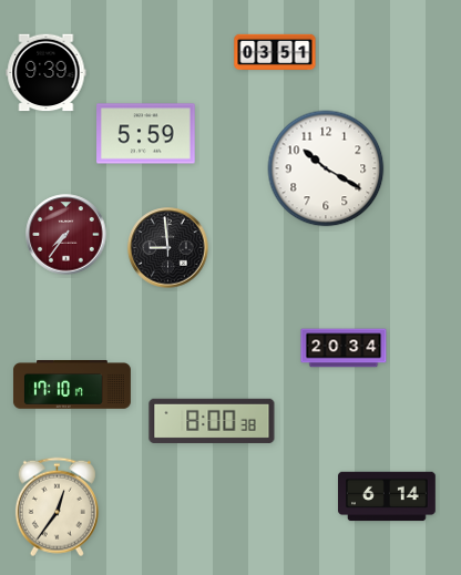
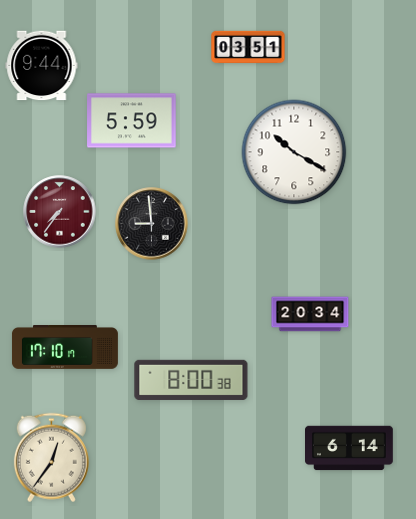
clock at (47, 73): 9:39 -> 9:44
